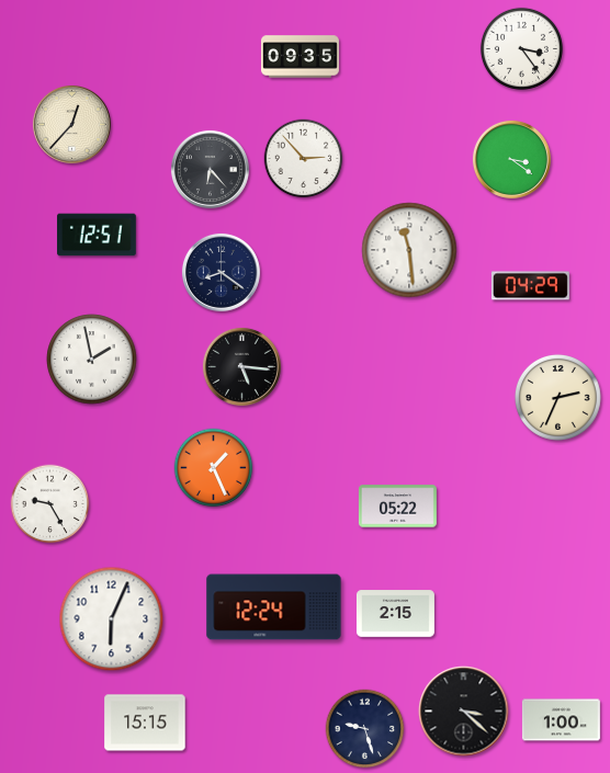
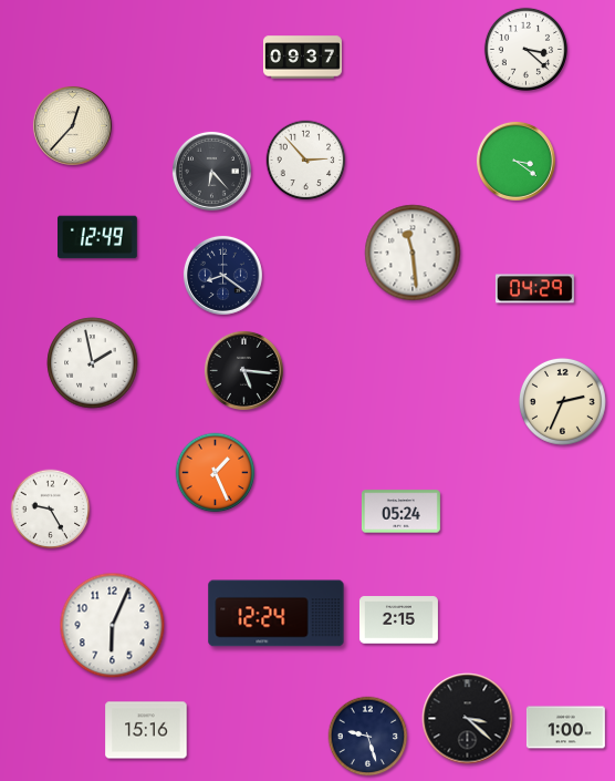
clock at (521, 48): 3:24 -> 3:22
clock at (300, 57): 09:35 -> 09:37
clock at (98, 235): 12:51 -> 12:49
clock at (397, 507): 05:22 -> 05:24
clock at (145, 723): 15:15 -> 15:16
